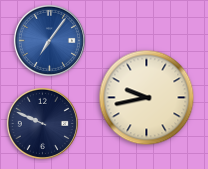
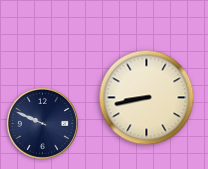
clock at (49, 40): 7:06 -> none
clock at (147, 98): 9:43 -> 8:43
